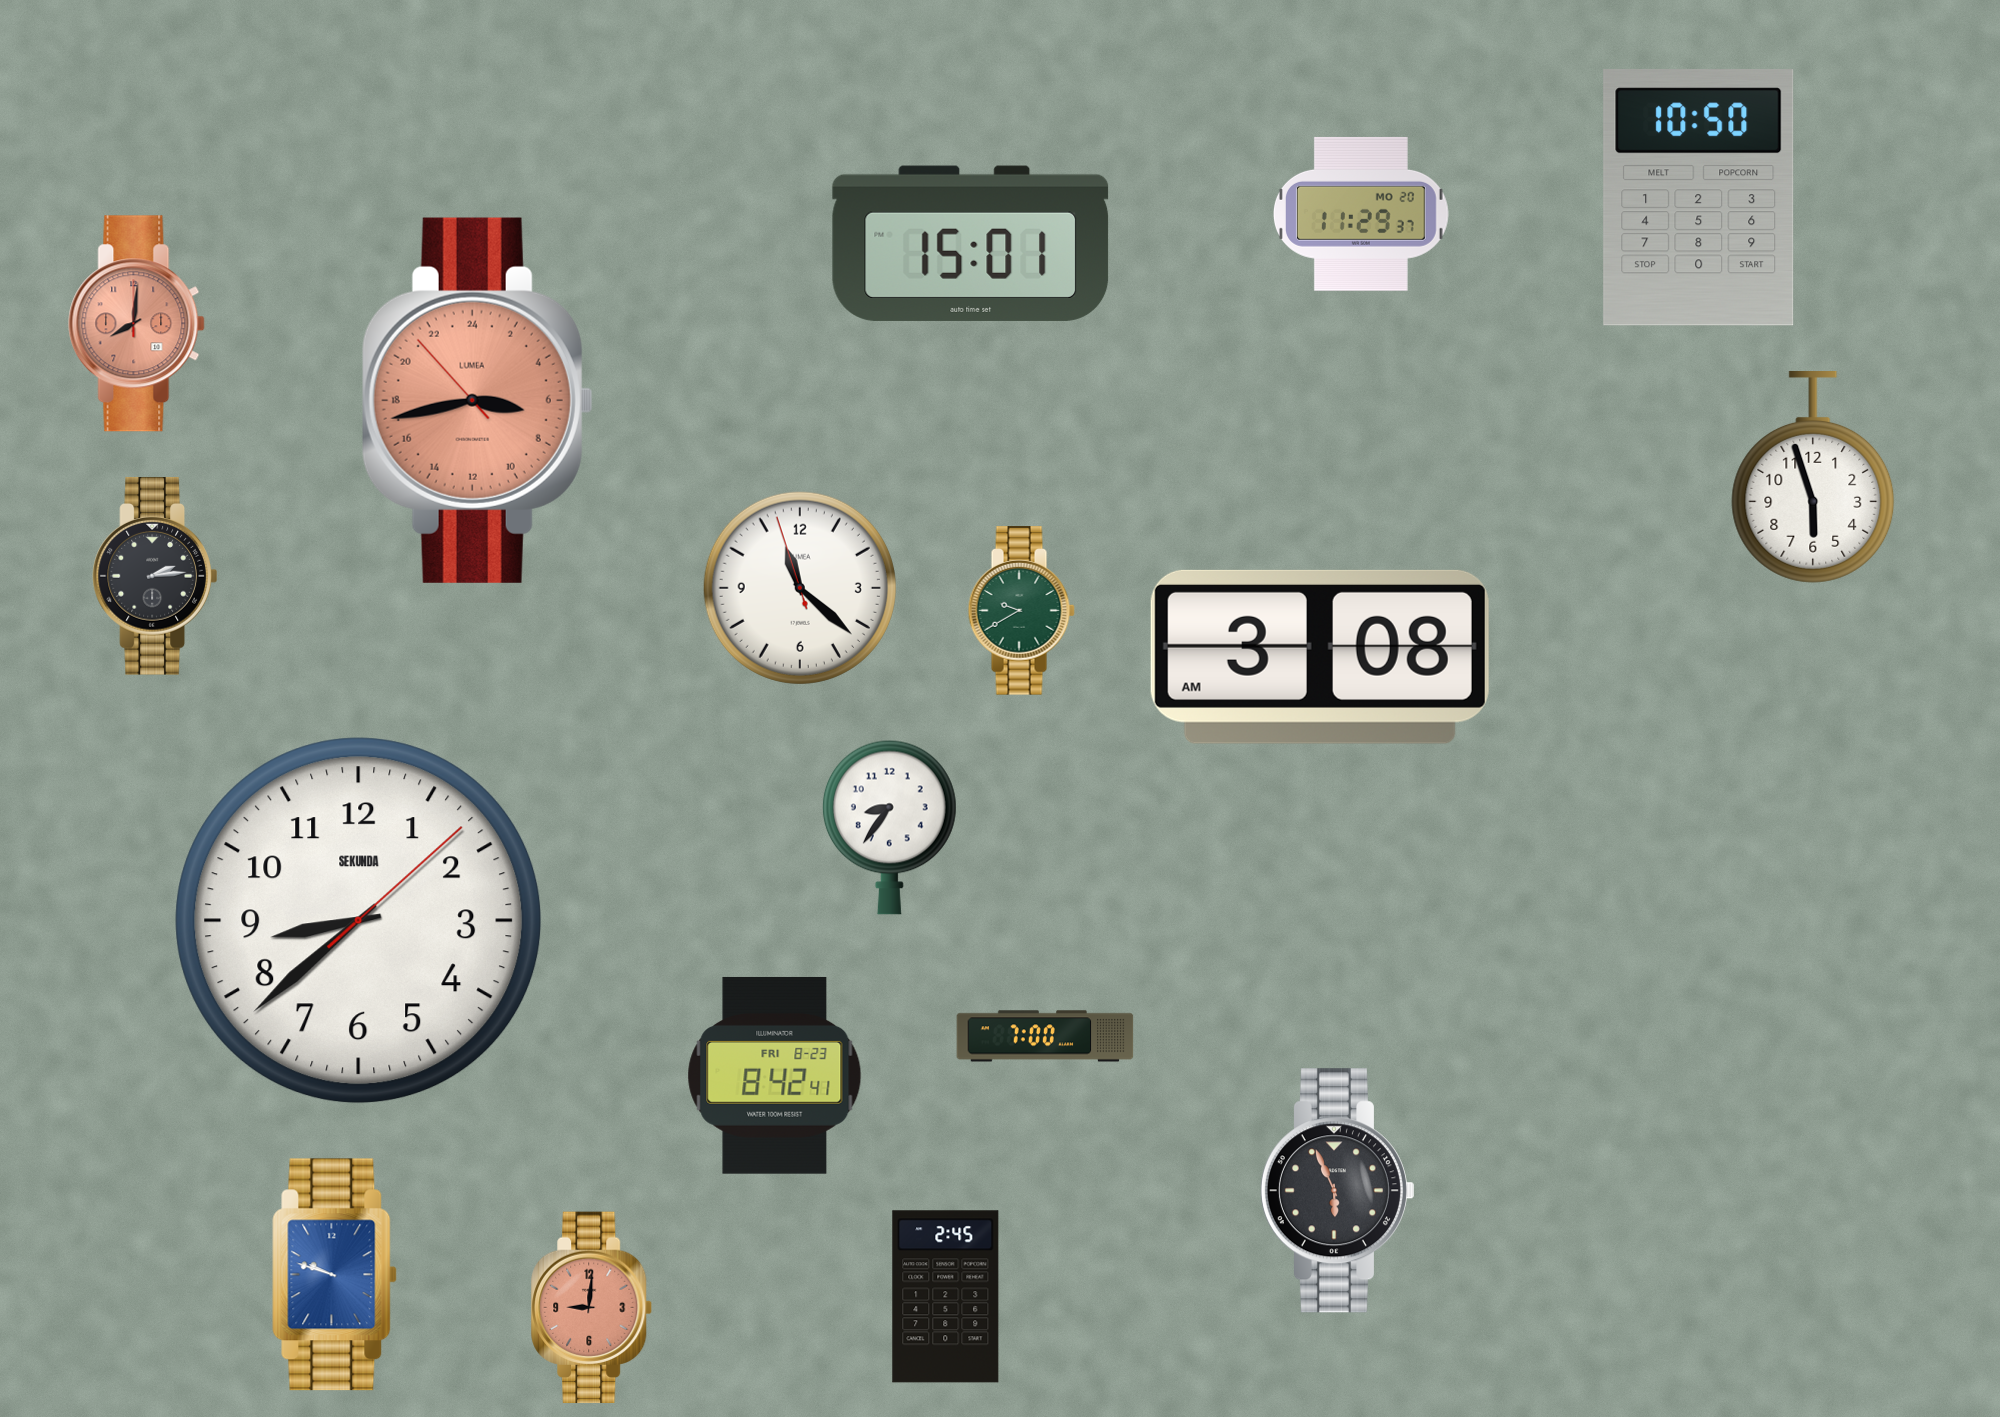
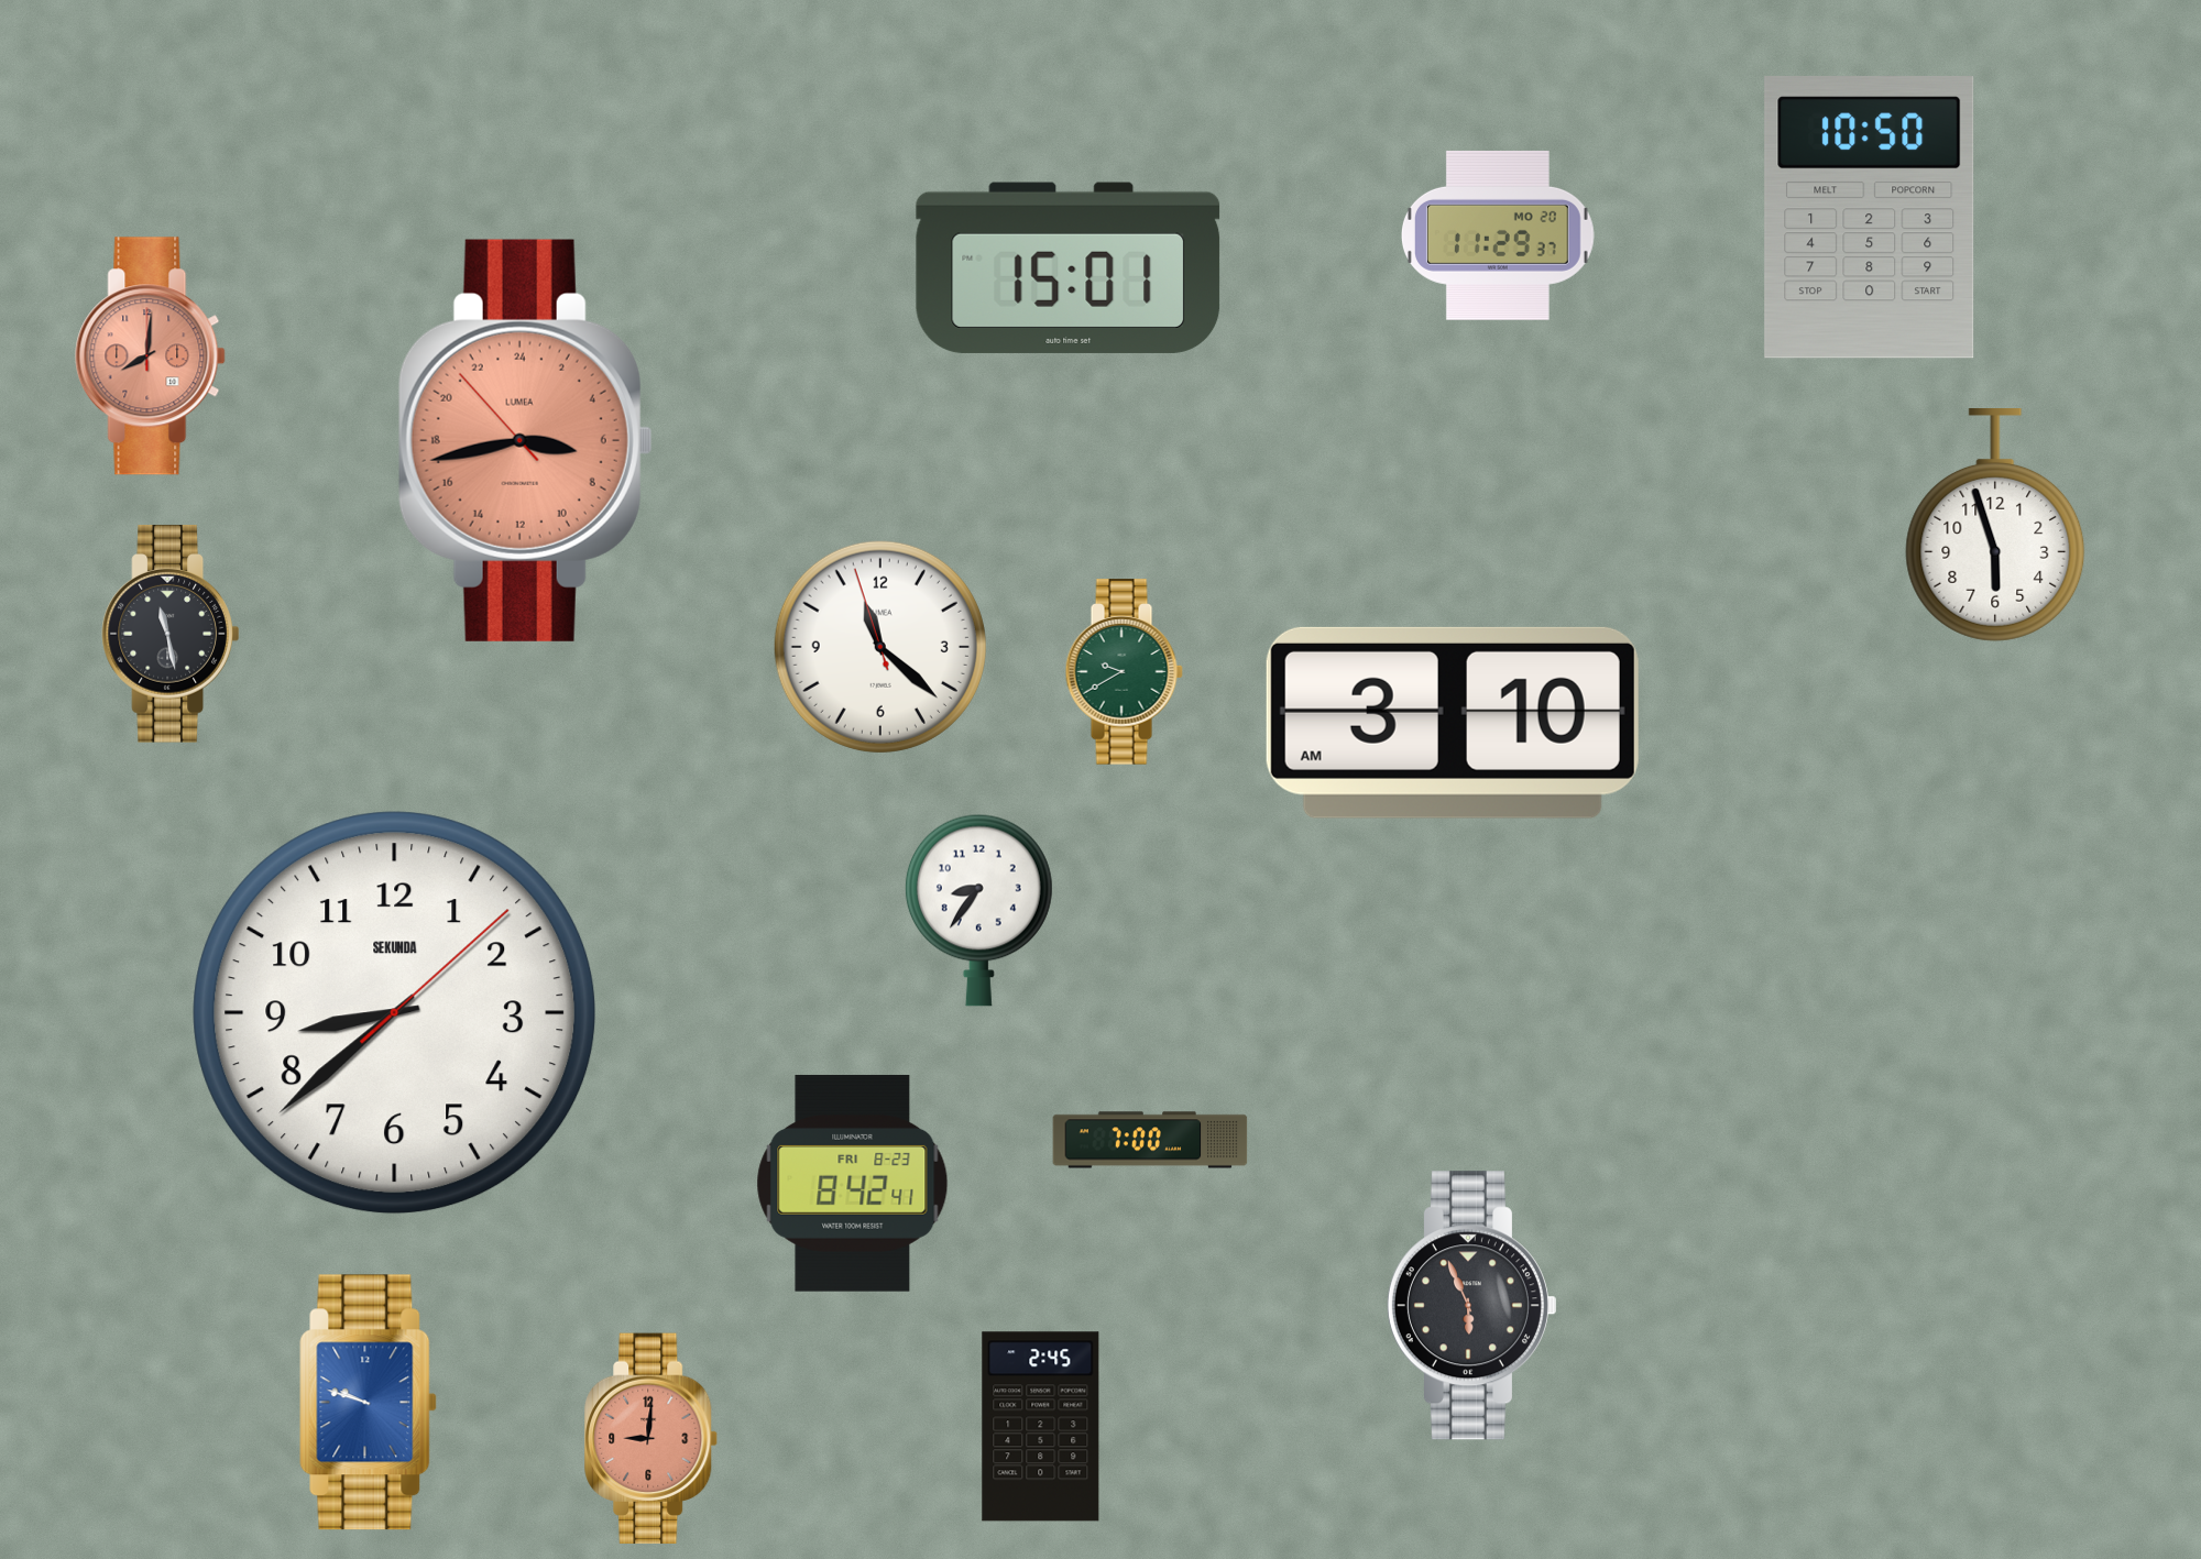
clock at (155, 576): 2:14 -> 11:28
clock at (1320, 657): 3:08 -> 3:10
clock at (1337, 1191) position: (1337, 1191) -> (1471, 1306)
